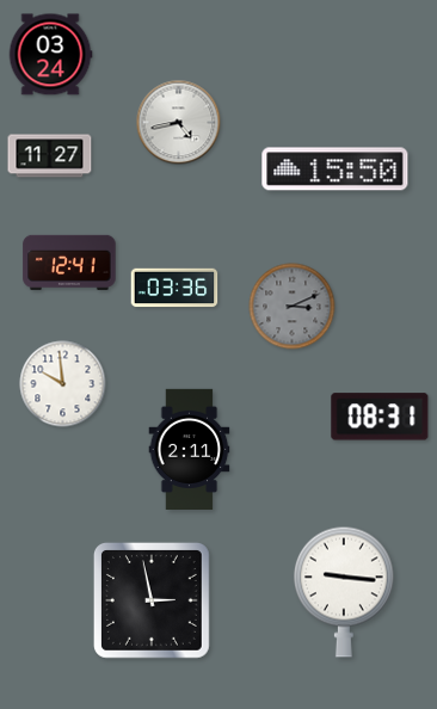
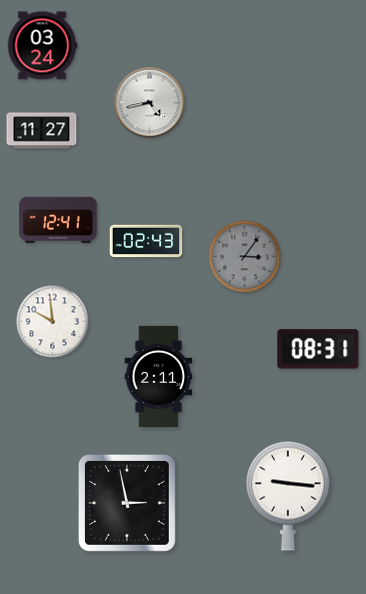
clock at (336, 169): 15:50 -> none
clock at (174, 288): 03:36 -> 02:43
clock at (293, 307): 3:11 -> 3:06
